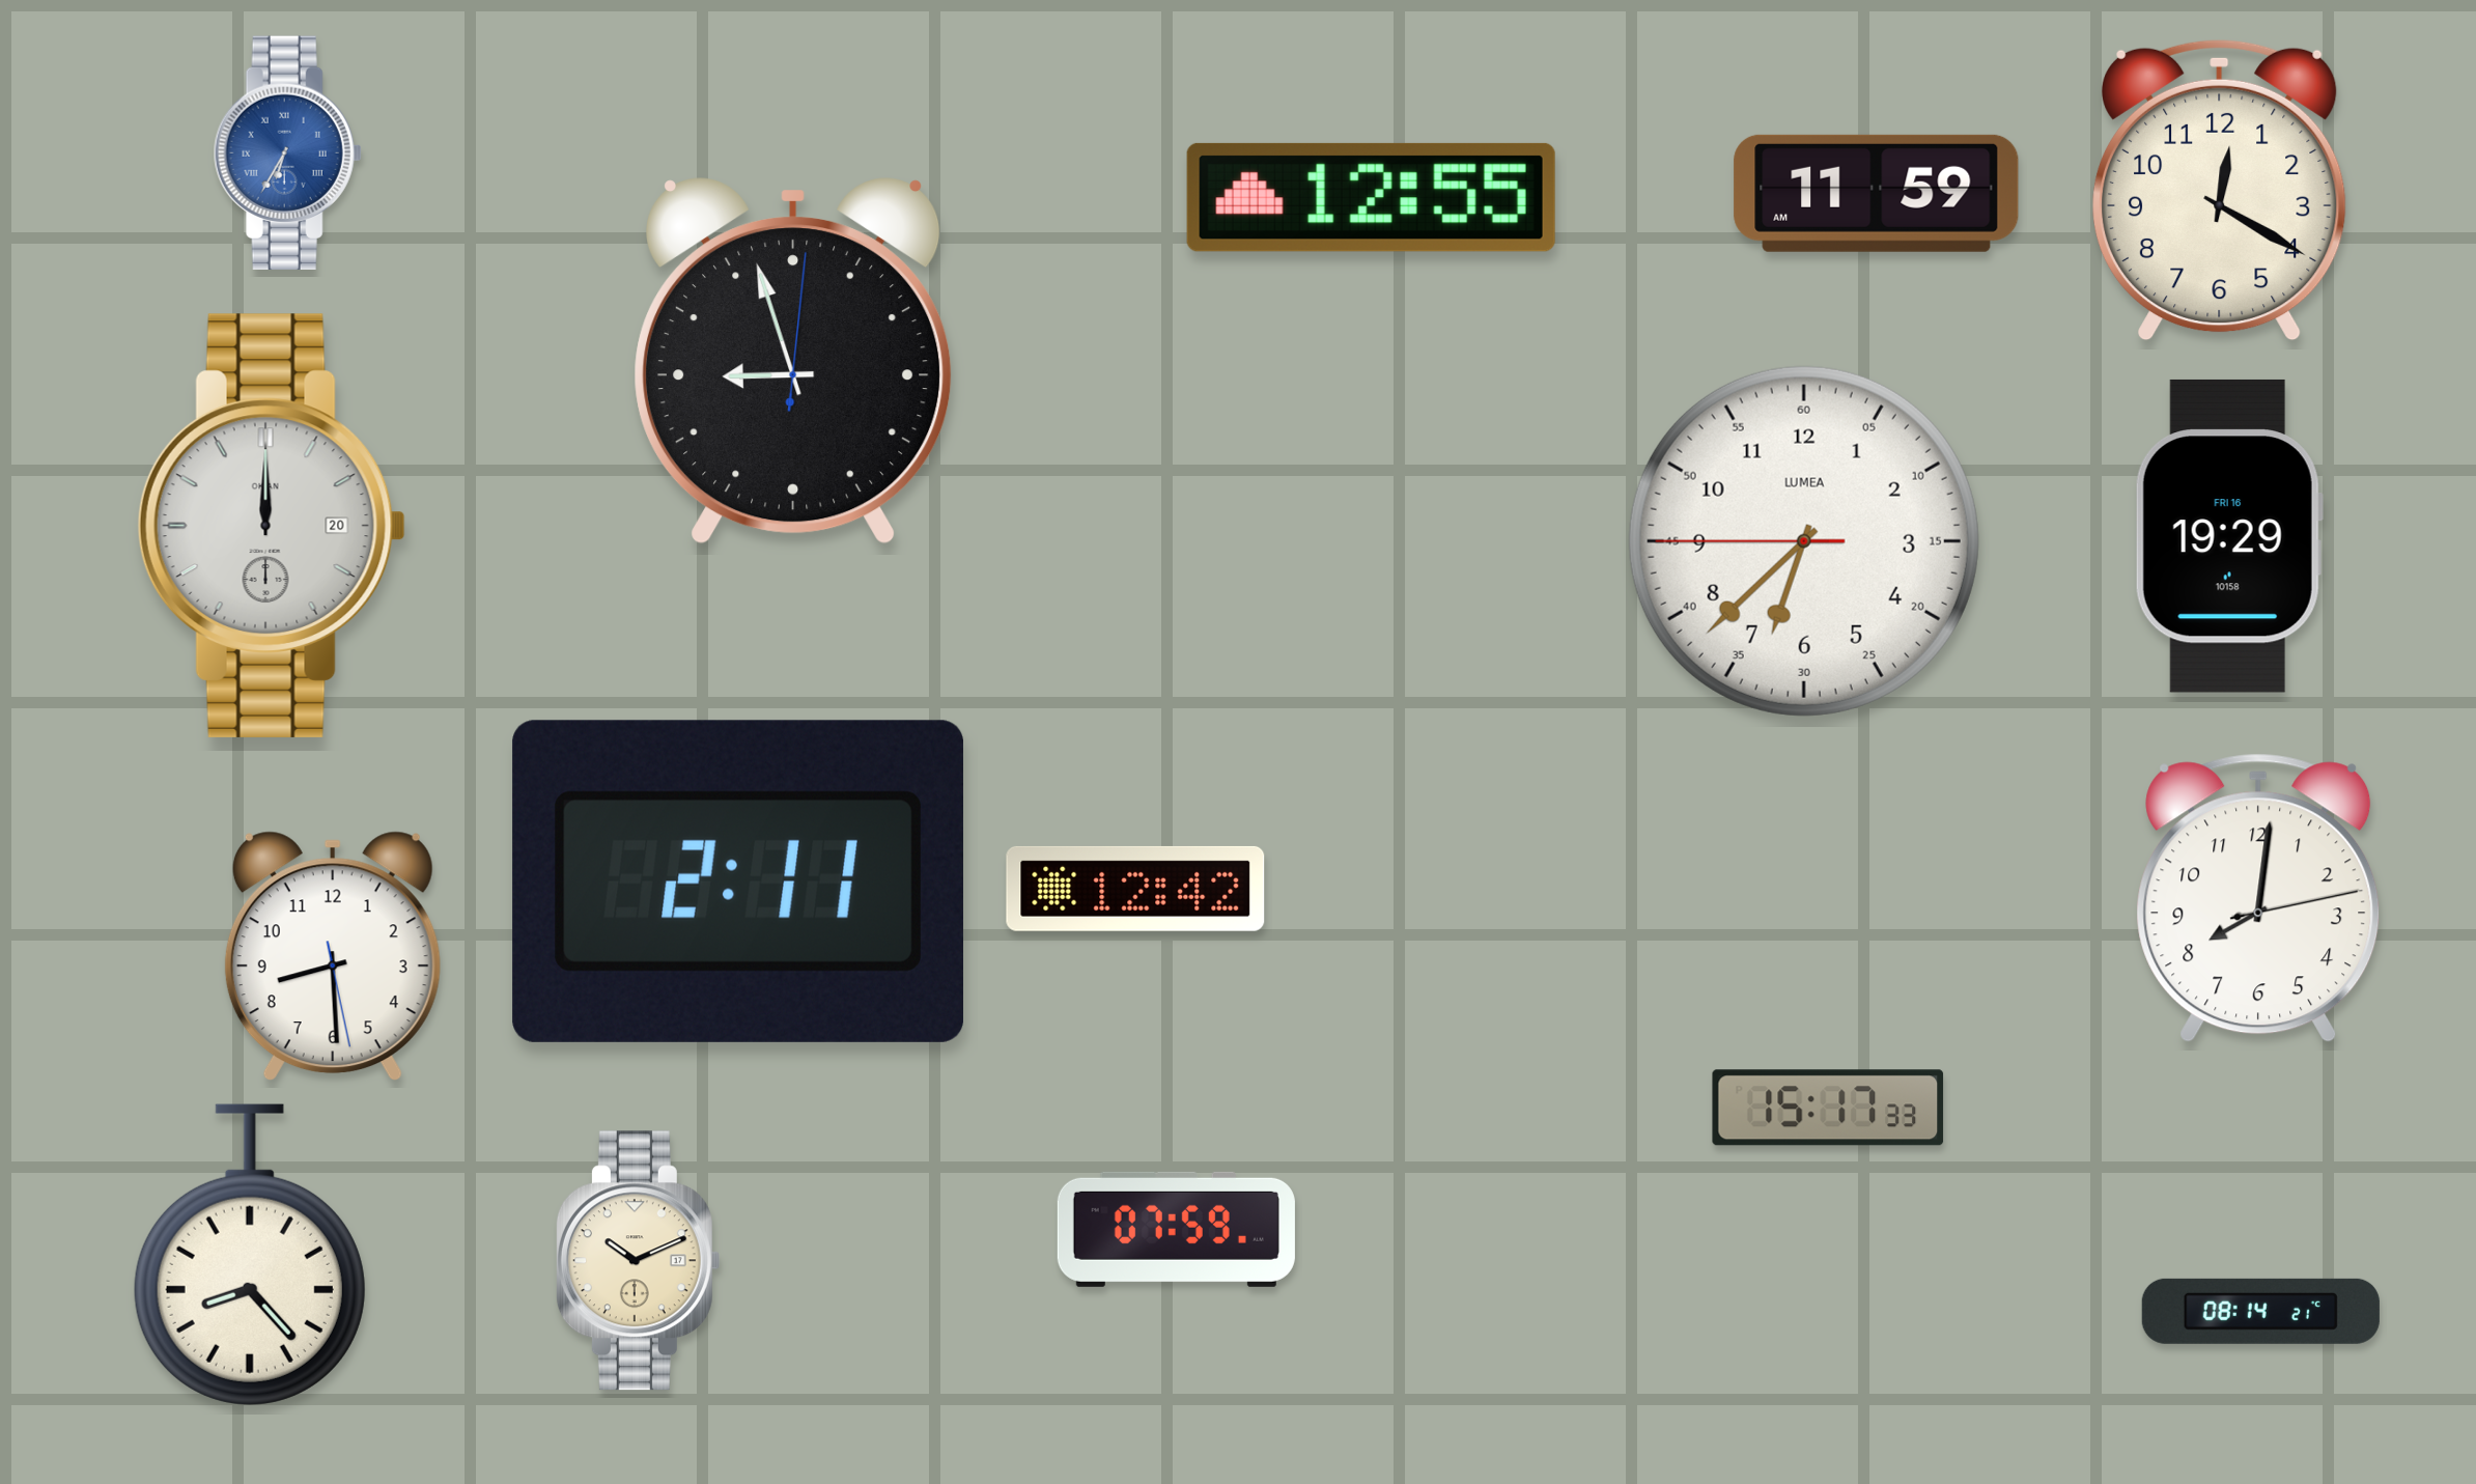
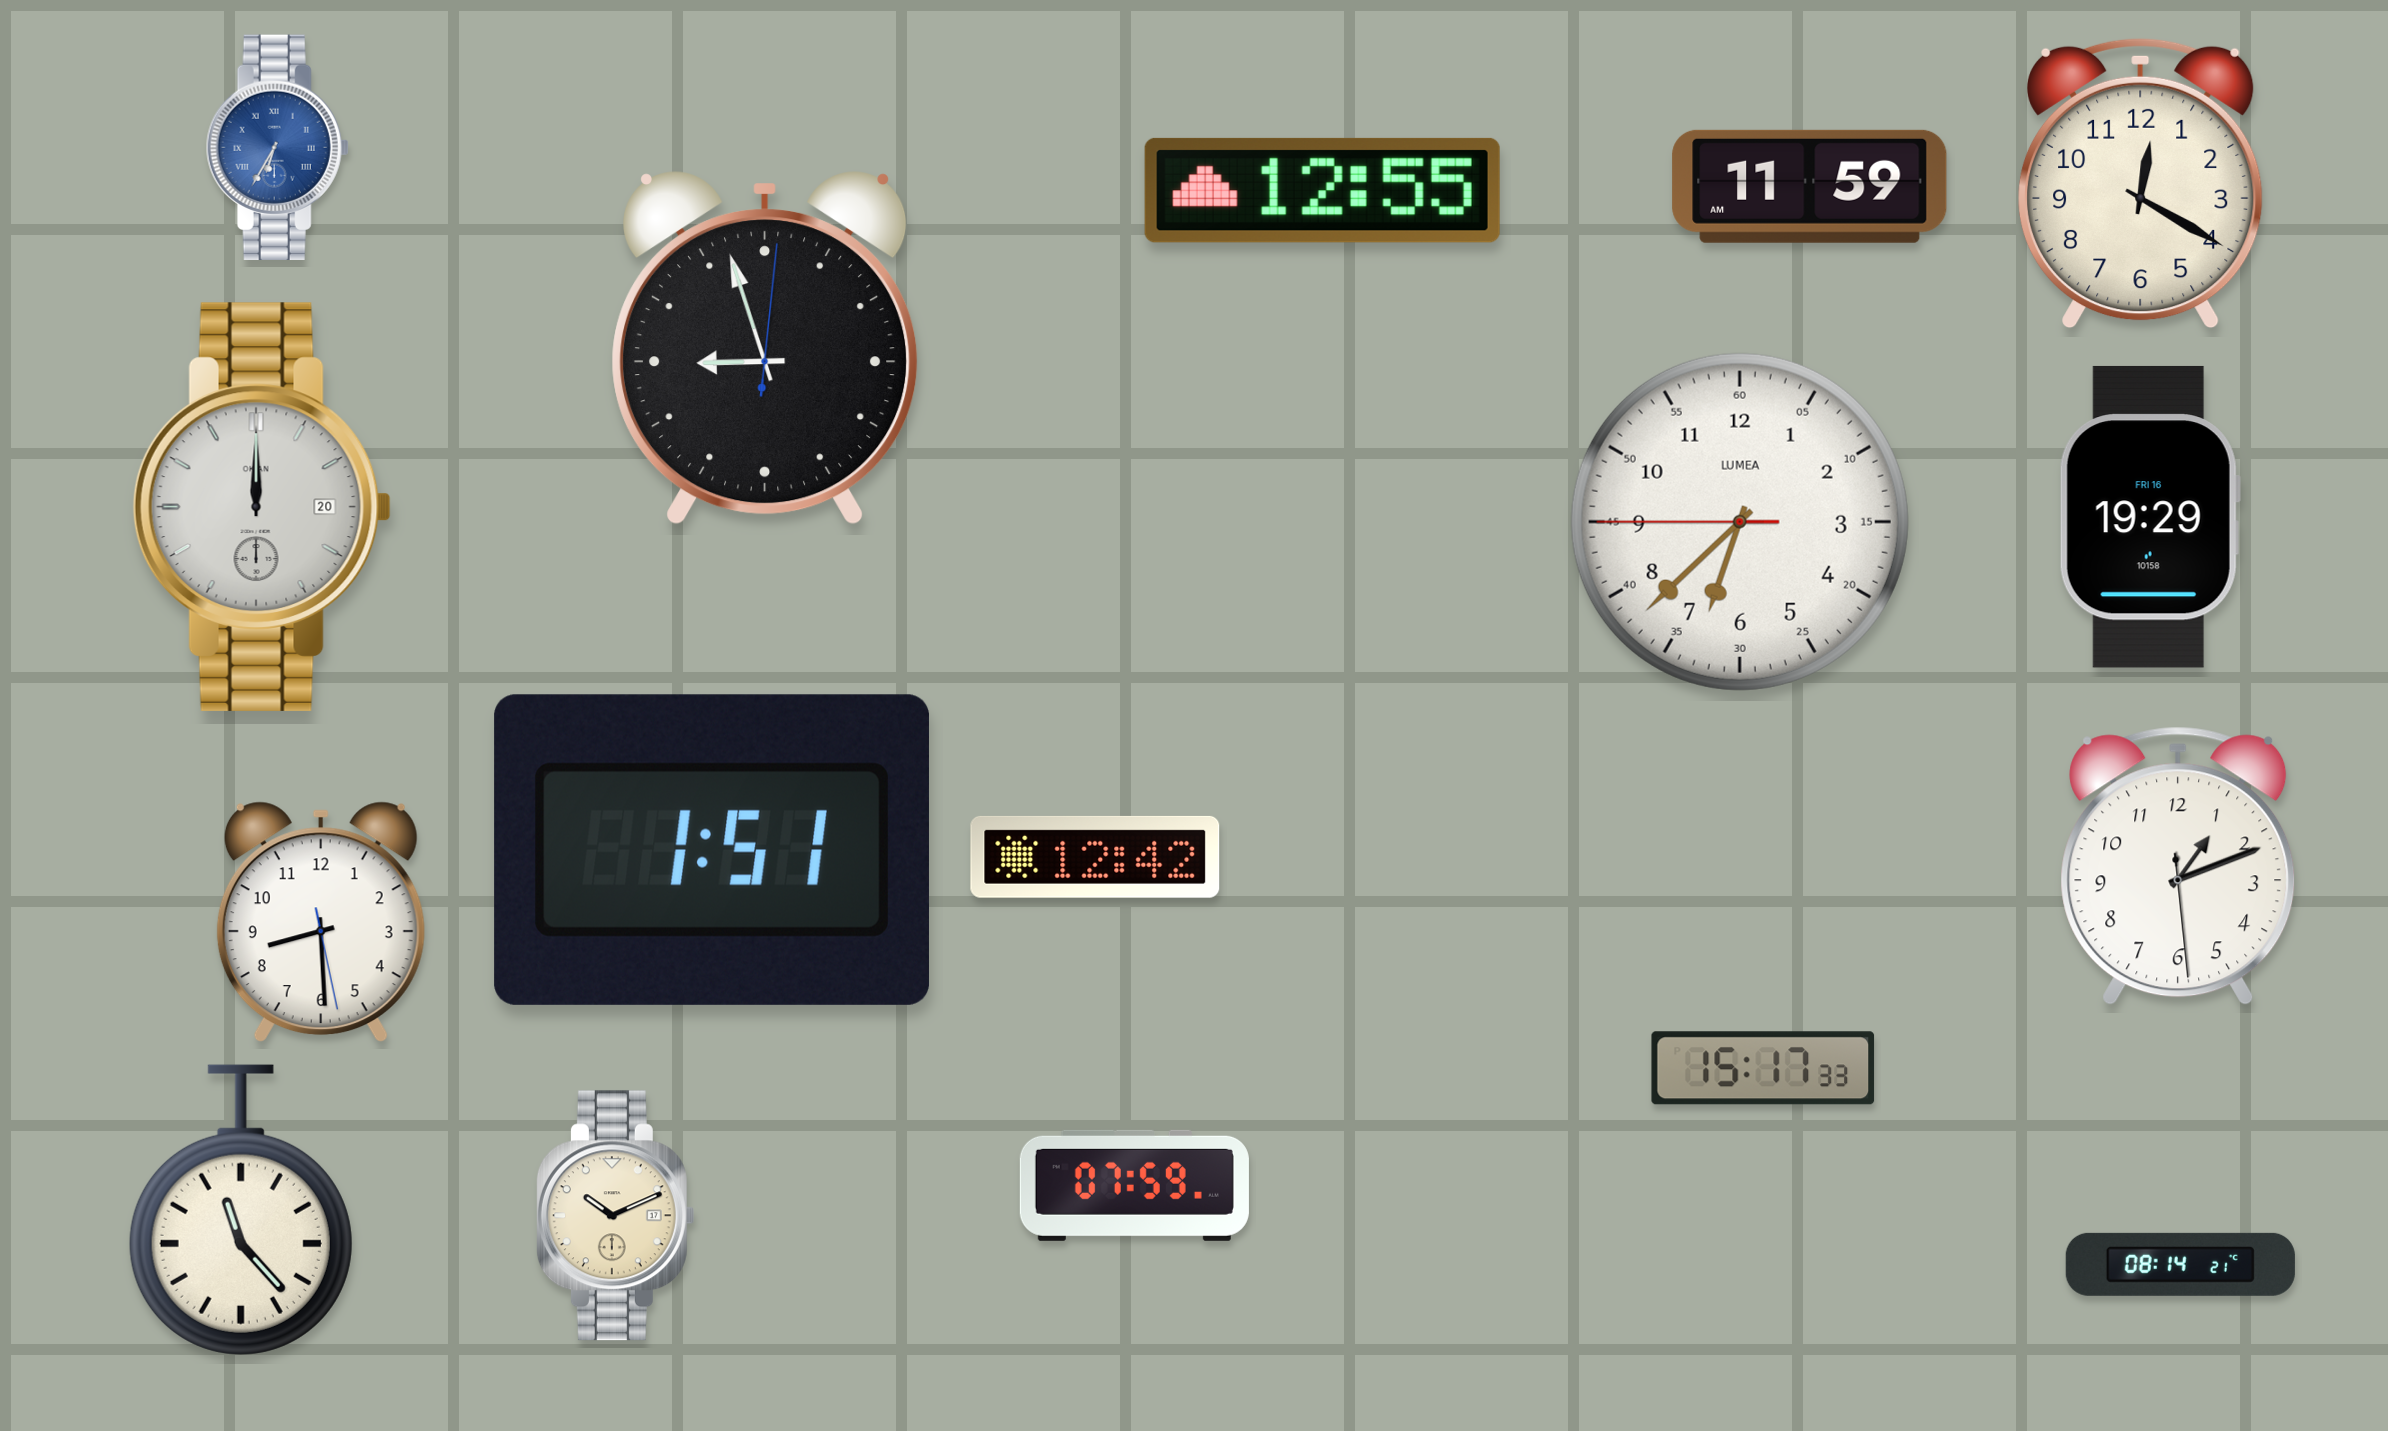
clock at (738, 881): 2:11 -> 1:51
clock at (2258, 898): 8:01 -> 1:11
clock at (250, 1255): 8:23 -> 11:23
